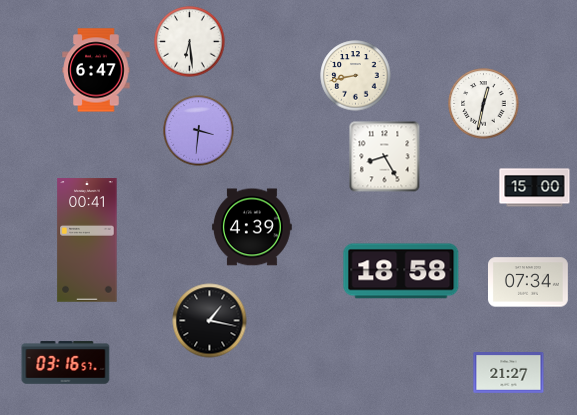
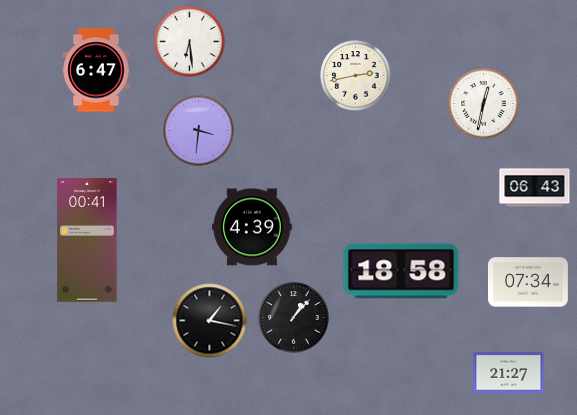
clock at (356, 76): 8:43 -> 2:43
clock at (385, 157): 8:25 -> none
clock at (535, 188): 15:00 -> 06:43
clock at (294, 318): none -> 1:07
clock at (66, 363): 03:16 -> none
